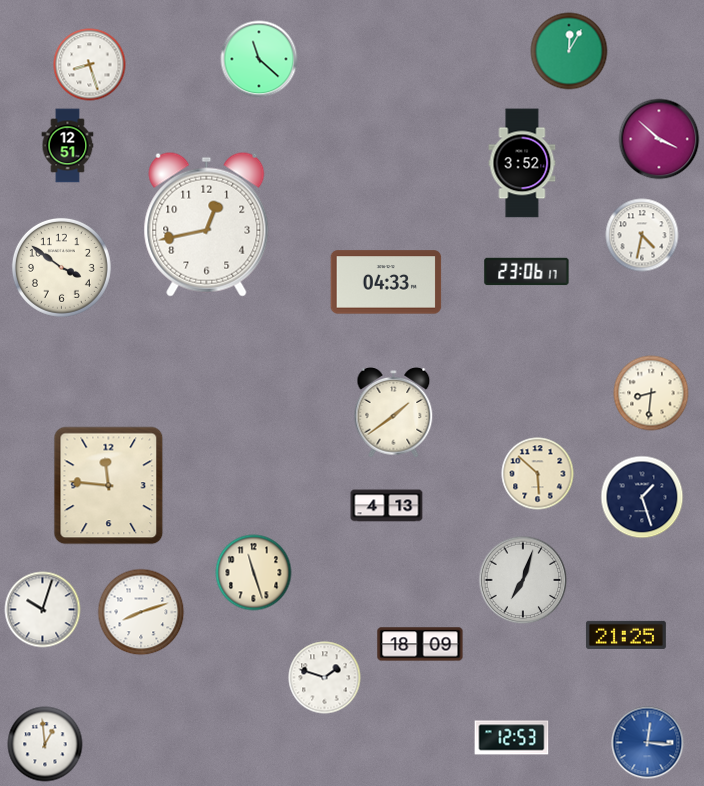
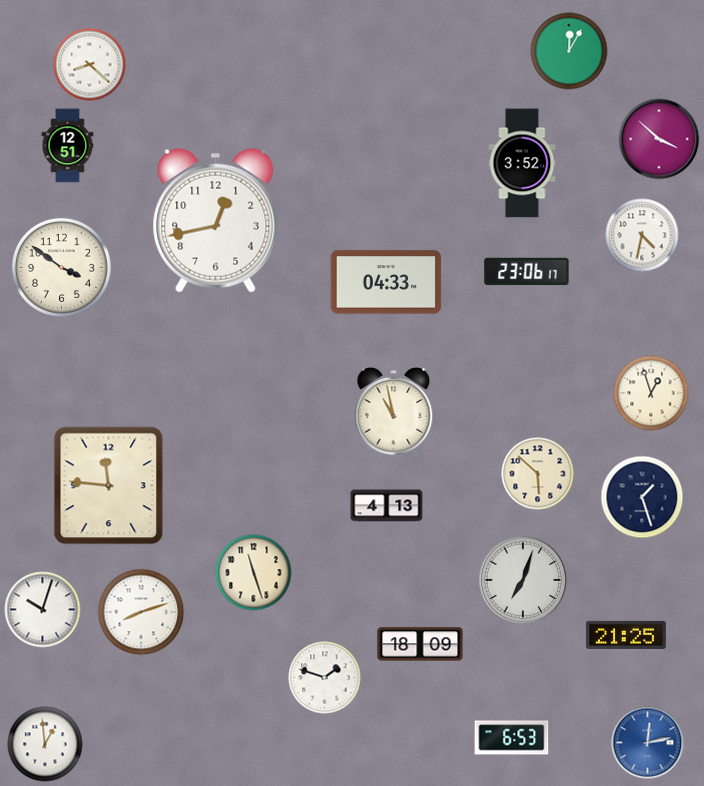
clock at (259, 59): 11:22 -> none
clock at (90, 65): 8:27 -> 8:22
clock at (207, 224) position: (207, 224) -> (216, 220)
clock at (651, 393): 8:31 -> 12:57
clock at (394, 413): 1:39 -> 10:58
clock at (512, 738): 12:53 -> 6:53
clock at (648, 743): 12:16 -> 12:13
